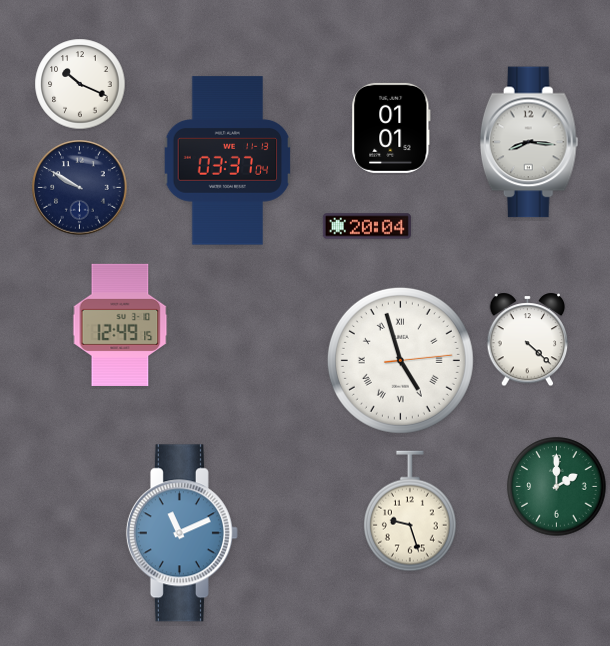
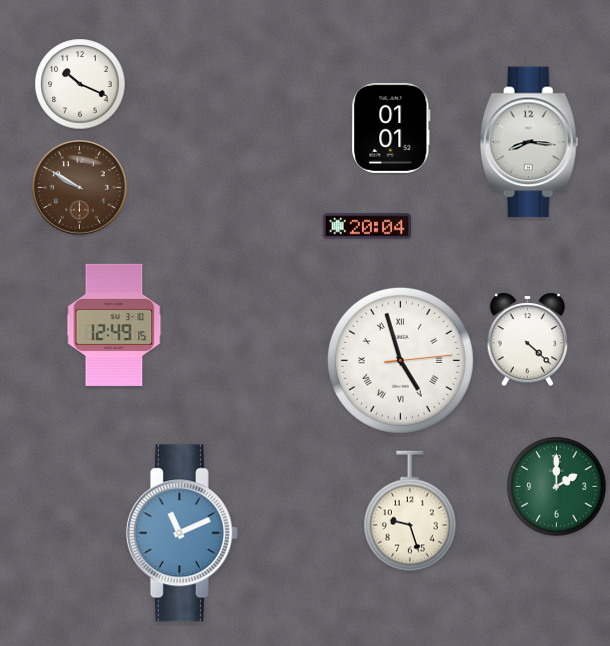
clock at (228, 161): 03:37 -> none
clock at (80, 188) dial: navy -> brown
clock at (120, 325) position: (120, 325) -> (114, 325)
